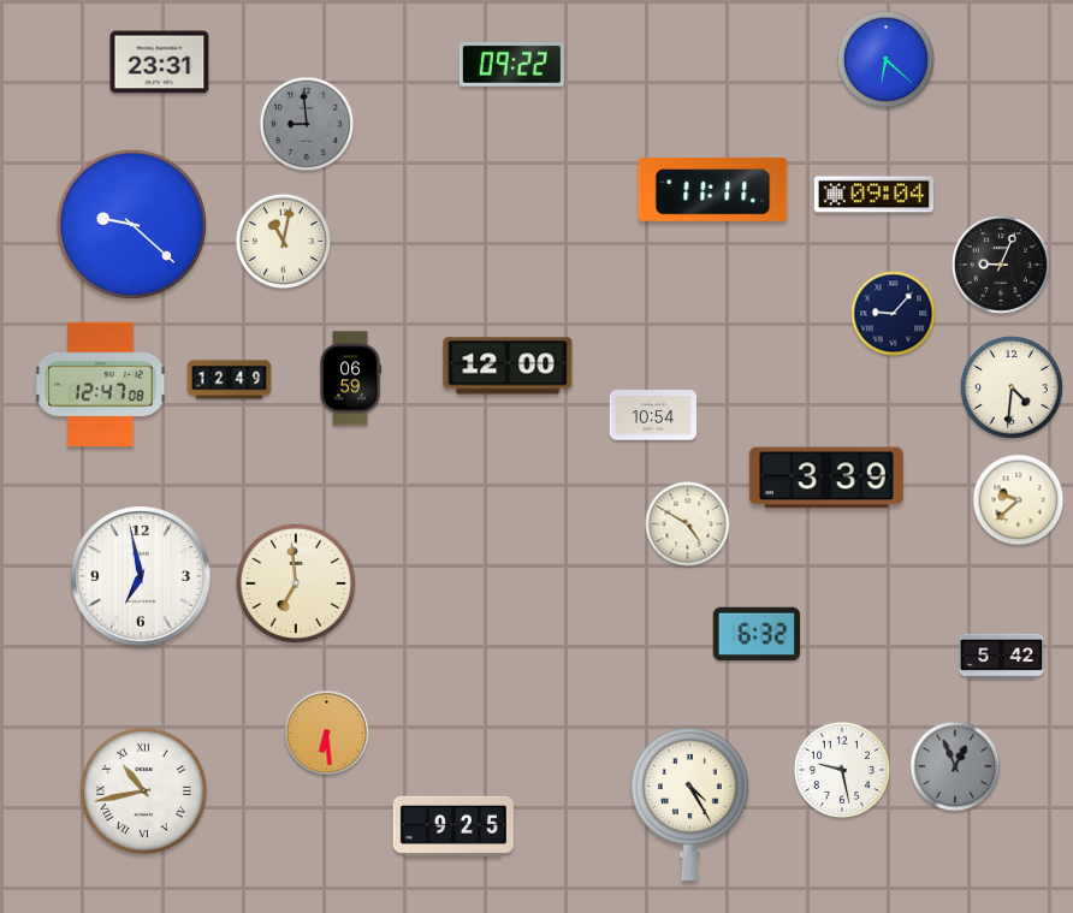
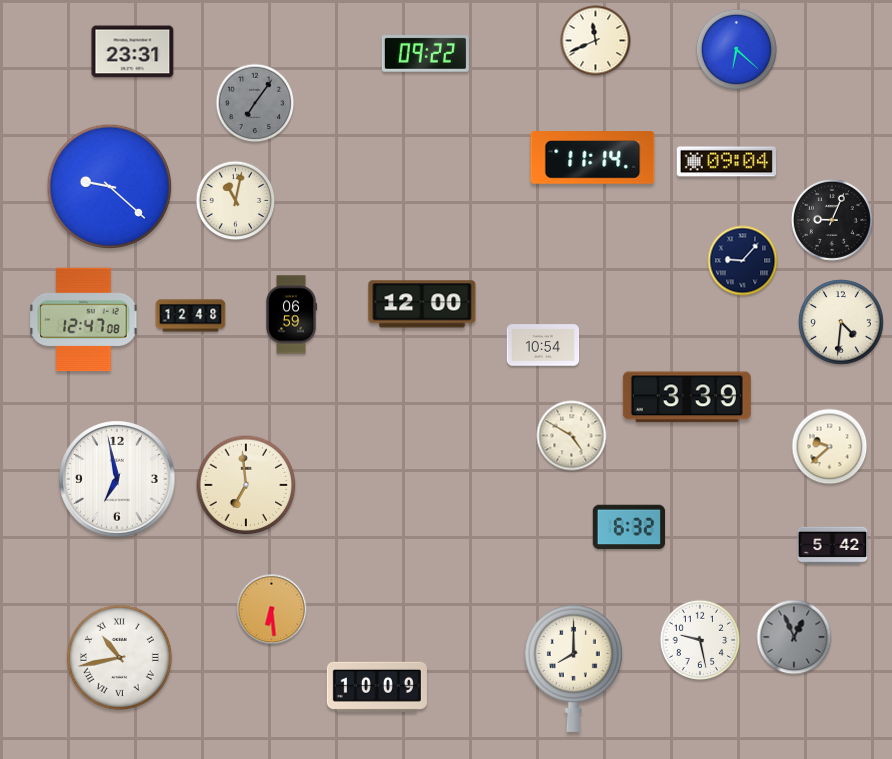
clock at (596, 41): none -> 11:41
clock at (307, 124): 8:59 -> 7:06
clock at (713, 190): 11:11 -> 11:14
clock at (230, 380): 12:49 -> 12:48
clock at (1019, 500) position: (1019, 500) -> (830, 447)
clock at (689, 804): 4:25 -> 8:00
clock at (453, 826): 9:25 -> 10:09
